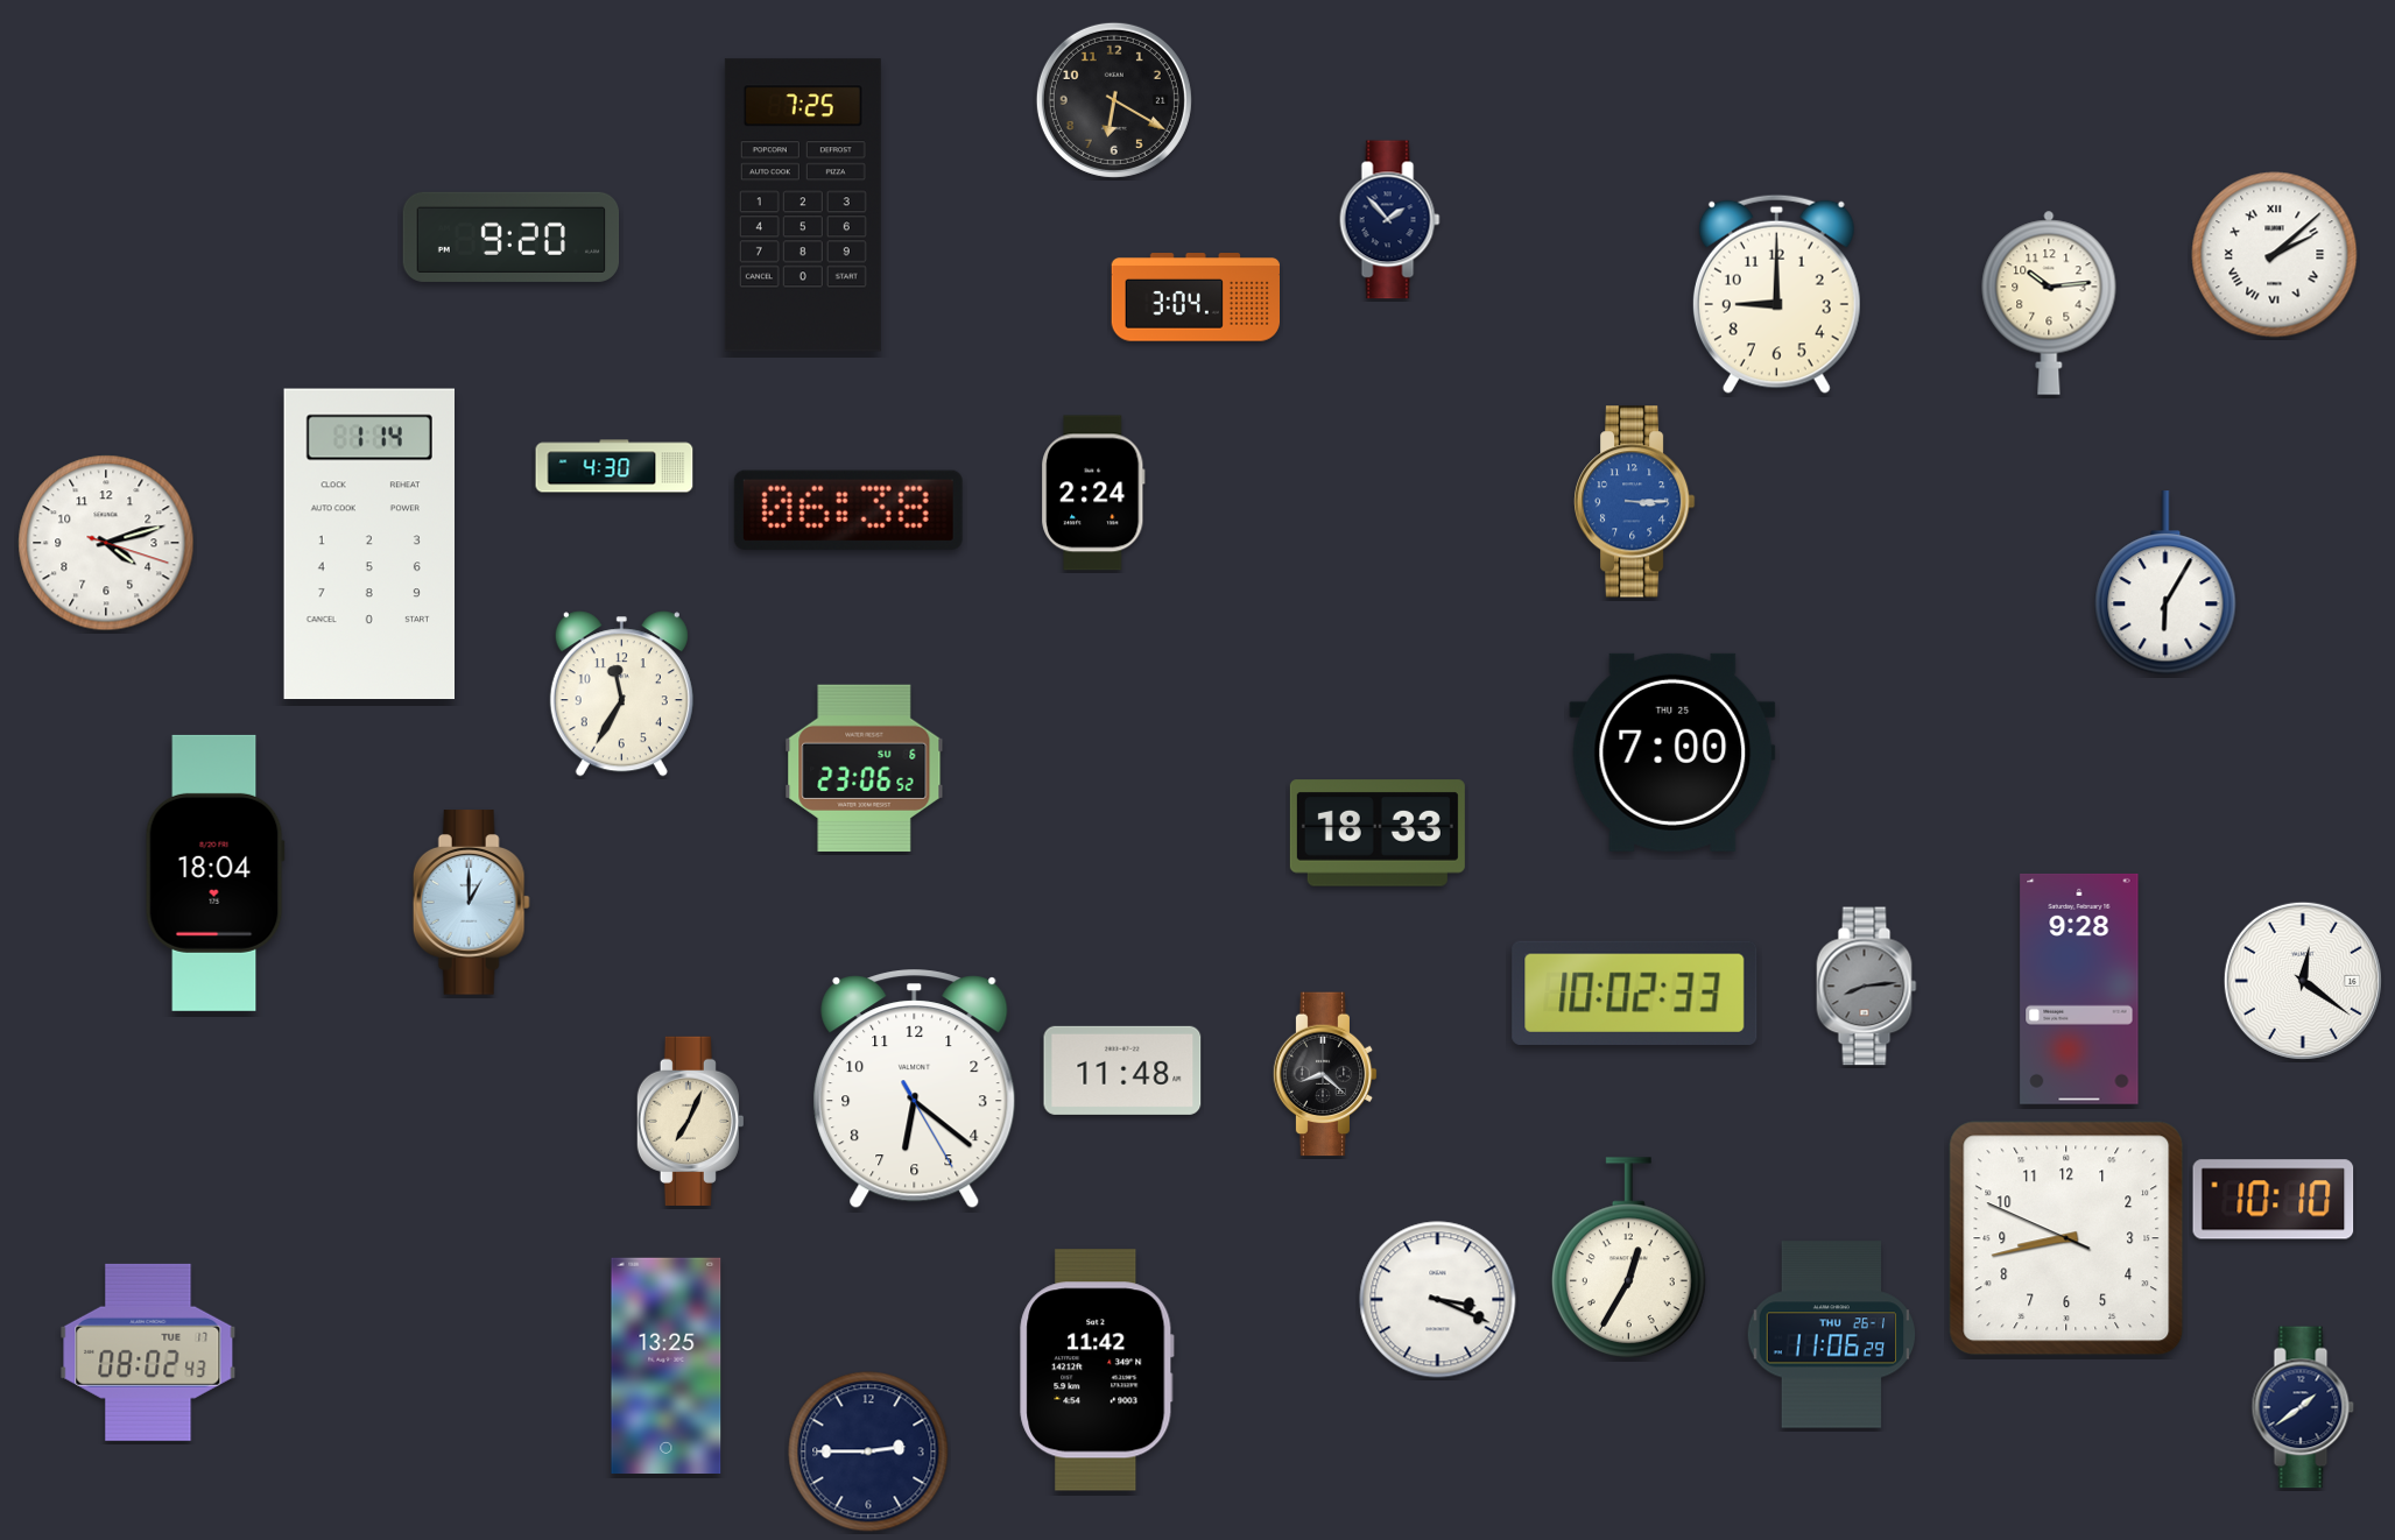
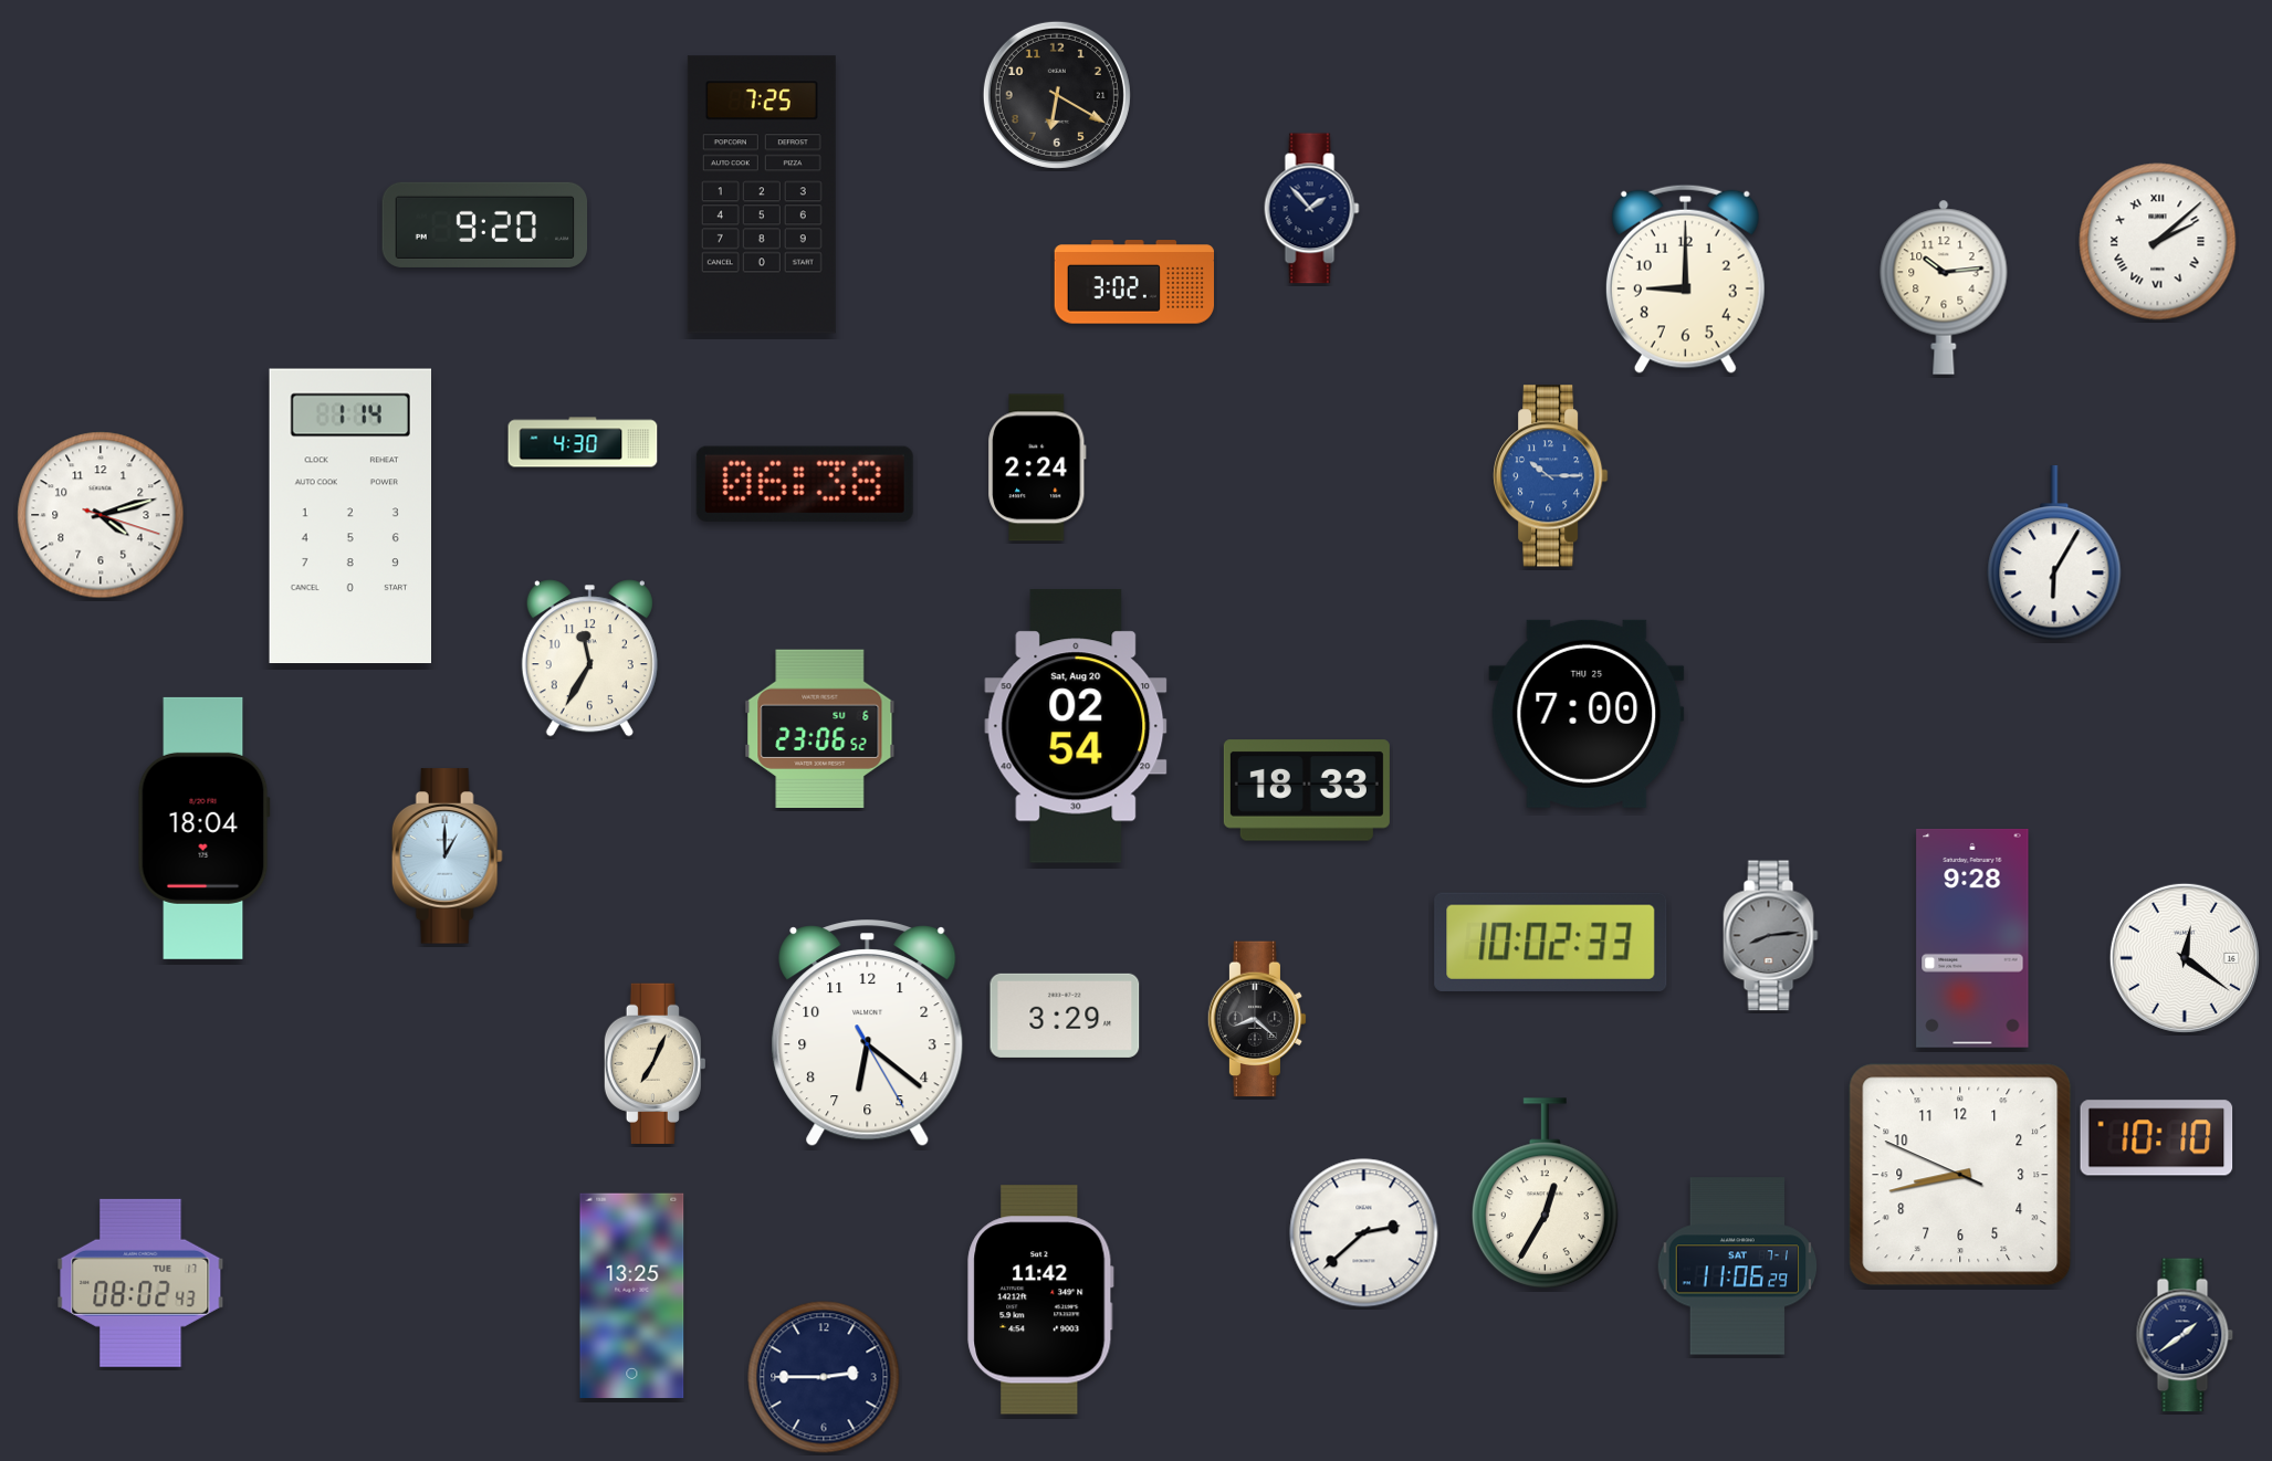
clock at (1390, 220) position: (1390, 220) -> (1312, 209)
clock at (1195, 297): 3:04 -> 3:02
clock at (1635, 502): 3:15 -> 10:15
clock at (1076, 726): none -> 02:54
clock at (2303, 981) position: (2303, 981) -> (2185, 958)
clock at (1122, 1071): 11:48 -> 3:29
clock at (1438, 1300): 3:19 -> 2:38
clock at (1832, 1335) date: THU 26-1 -> SAT 7-1
